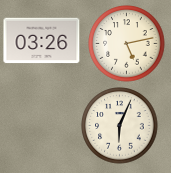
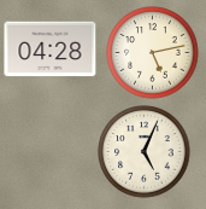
clock at (42, 41): 03:26 -> 04:28
clock at (120, 126): 6:04 -> 5:04
